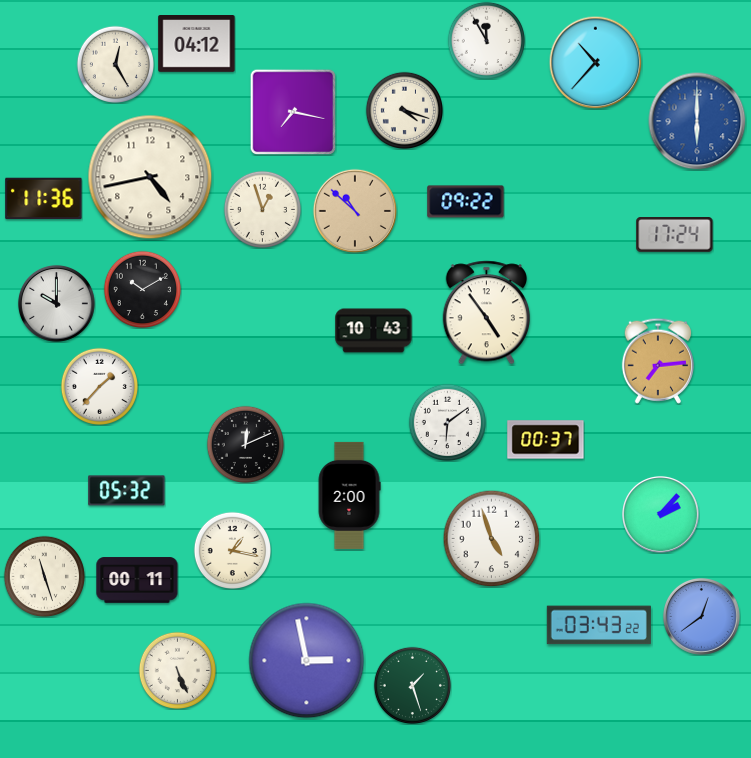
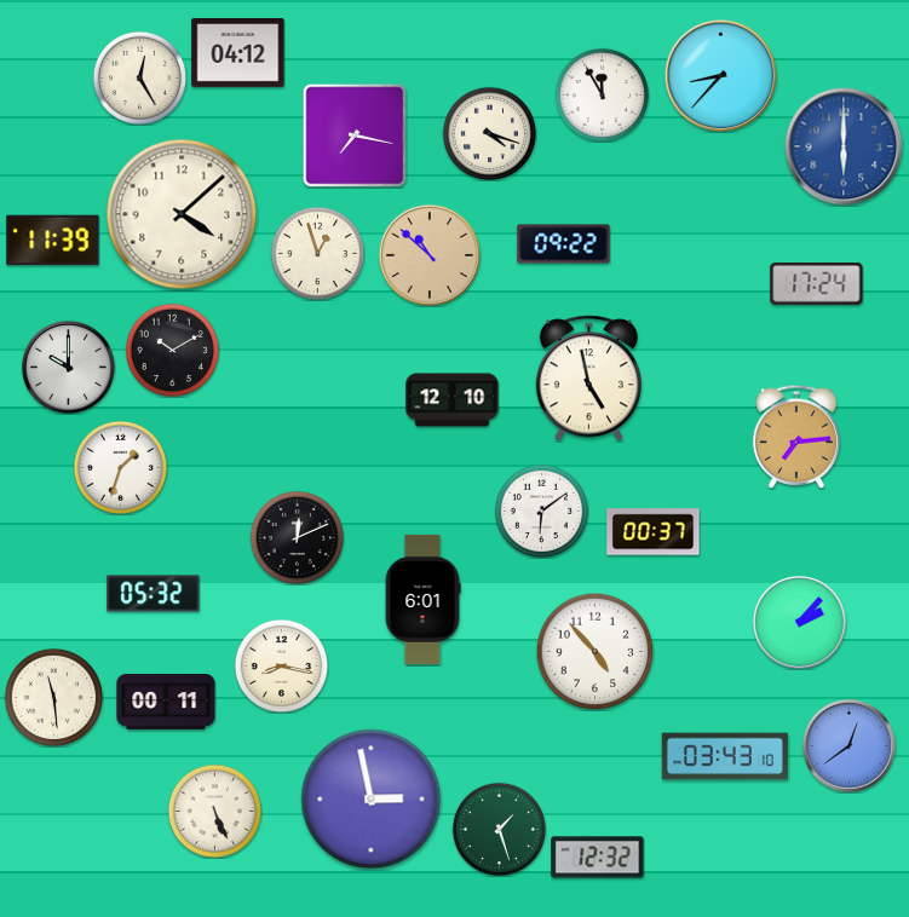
clock at (486, 40) position: (486, 40) -> (602, 94)
clock at (595, 62): 10:37 -> 8:37
clock at (150, 177): 4:43 -> 4:08
clock at (44, 199): 11:36 -> 11:39
clock at (486, 313): 4:54 -> 4:58
clock at (374, 331): 10:43 -> 12:10
clock at (99, 386): 1:37 -> 1:33
clock at (546, 440) position: (546, 440) -> (654, 532)
clock at (349, 495): 2:00 -> 6:01
clock at (491, 538): 4:57 -> 4:53
clock at (232, 550): 1:17 -> 8:17
clock at (44, 576): 11:27 -> 11:29
clock at (599, 625): 03:43:22 -> 03:43:10
clock at (598, 858): none -> 12:32
